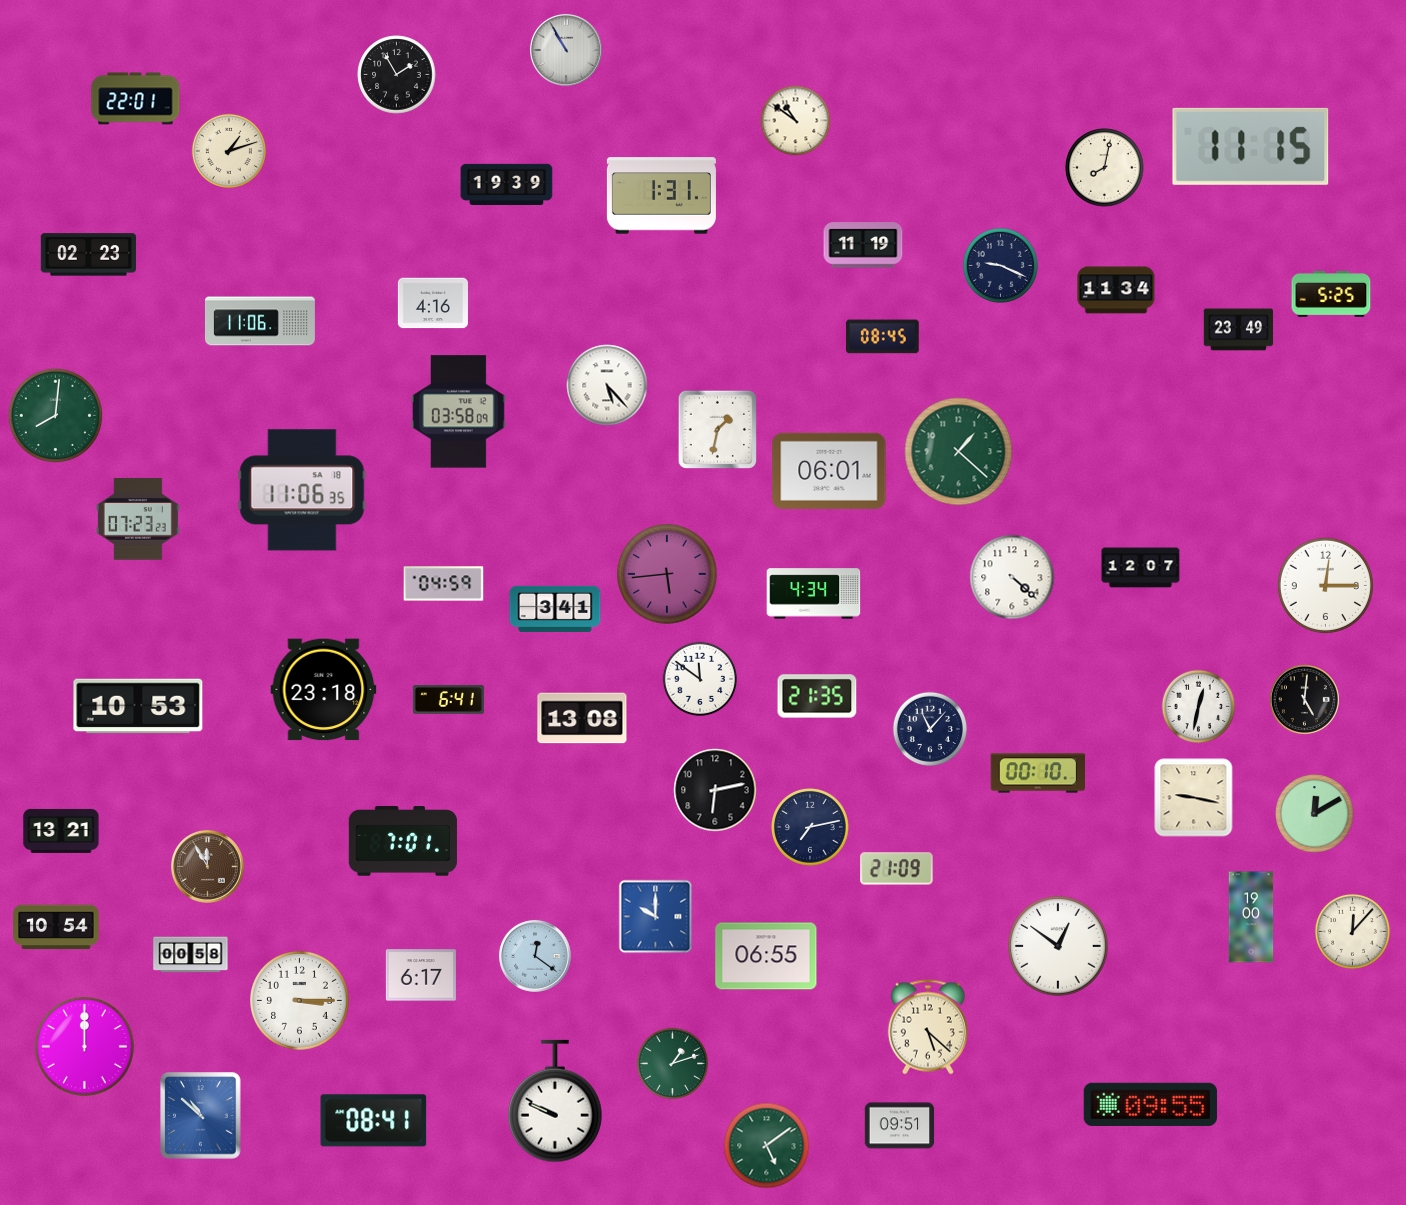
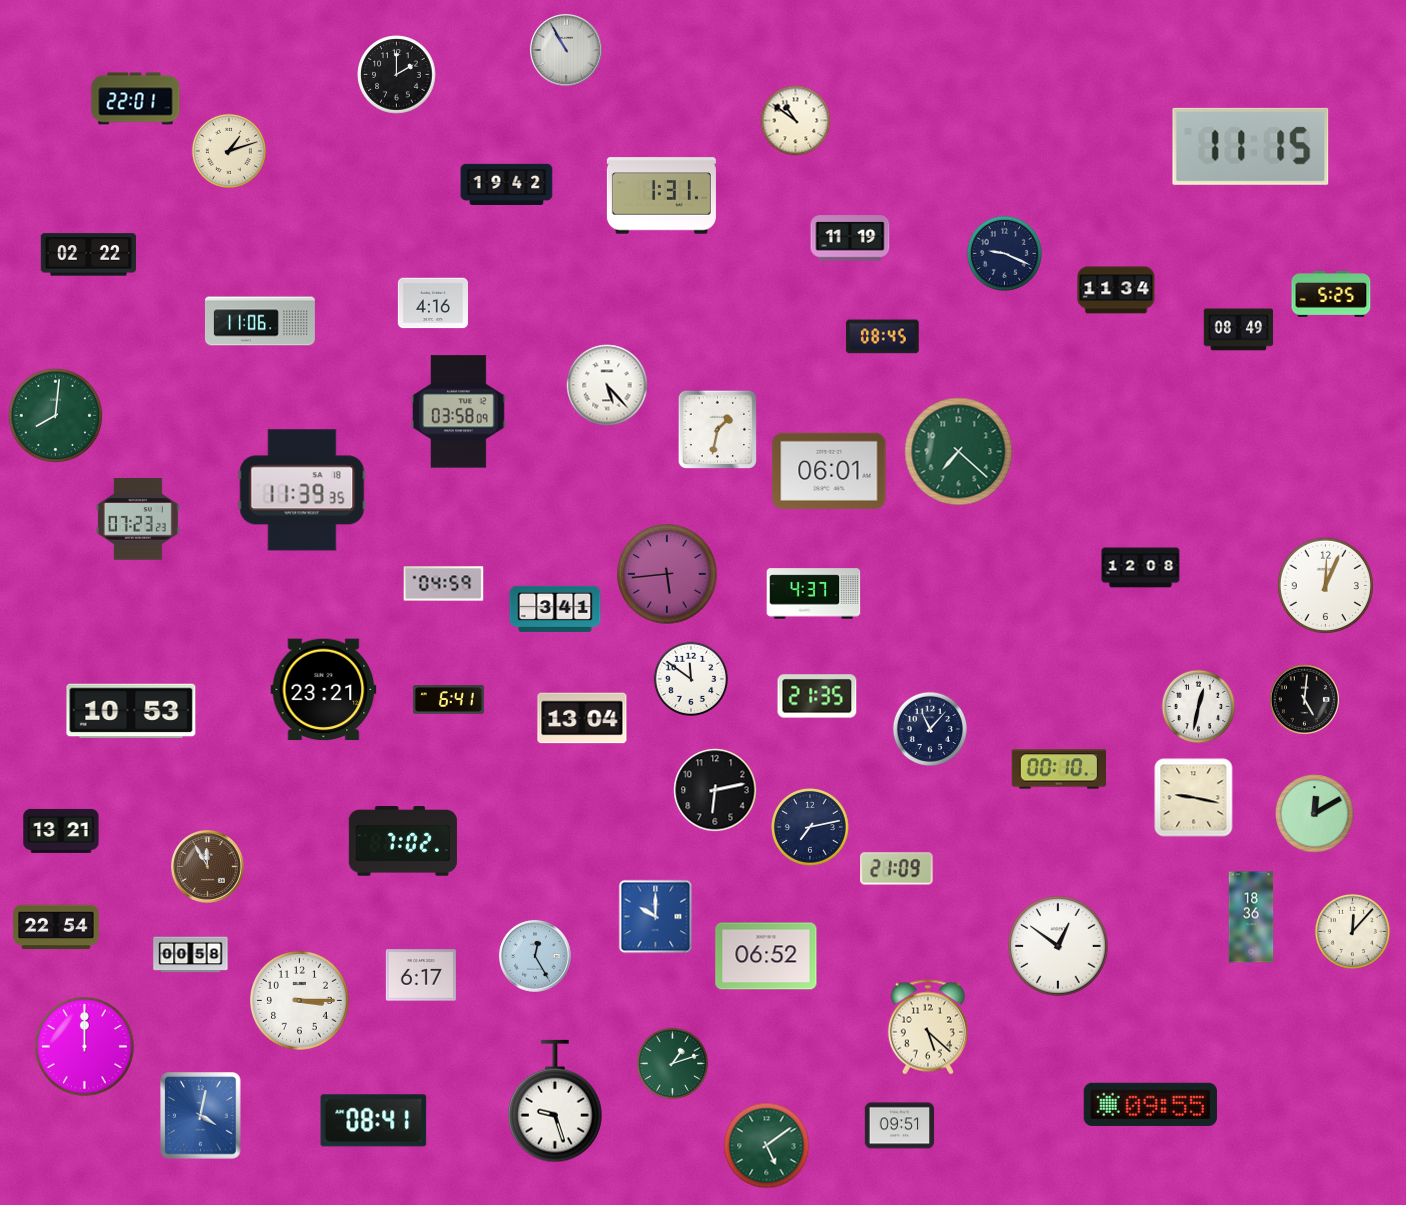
clock at (397, 75): 1:55 -> 2:00
clock at (1105, 168): 8:02 -> none
clock at (507, 184): 19:39 -> 19:42
clock at (863, 245) position: (863, 245) -> (850, 238)
clock at (88, 255): 02:23 -> 02:22
clock at (1000, 265) position: (1000, 265) -> (1004, 253)
clock at (1239, 330): 23:49 -> 08:49
clock at (959, 452): 1:22 -> 7:22
clock at (302, 490): 11:06 -> 11:39
clock at (1141, 568): 12:07 -> 12:08
clock at (1012, 577): 4:22 -> none
clock at (1325, 585): 12:15 -> 12:04
clock at (814, 594): 4:34 -> 4:37
clock at (699, 678) position: (699, 678) -> (690, 678)
clock at (324, 690): 23:18 -> 23:21
clock at (138, 706) position: (138, 706) -> (131, 711)
clock at (582, 718): 13:08 -> 13:04
clock at (1038, 773) position: (1038, 773) -> (1059, 769)
clock at (403, 841): 7:01 -> 7:02
clock at (1251, 917): 19:00 -> 18:36
clock at (56, 927): 10:54 -> 22:54
clock at (535, 956): 12:21 -> 12:25
clock at (766, 956): 06:55 -> 06:52
clock at (556, 1101): 9:49 -> 9:27
clock at (201, 1116): 10:52 -> 4:02
